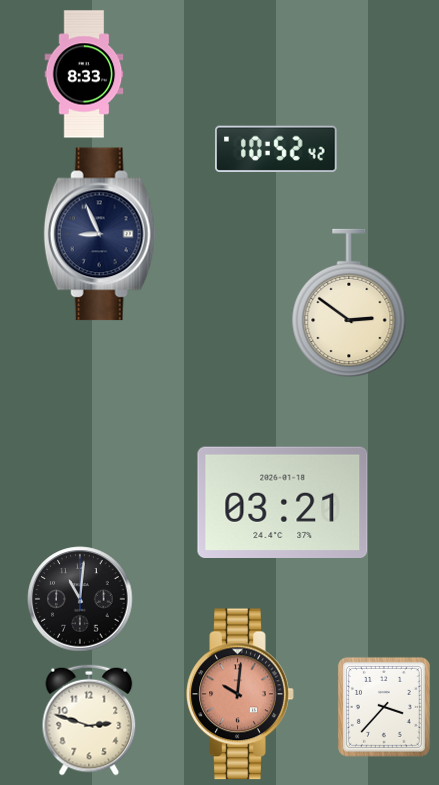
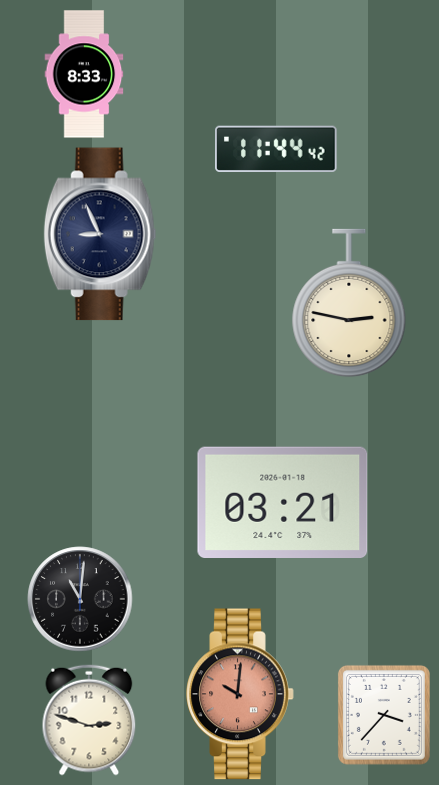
clock at (276, 148): 10:52 -> 11:44
clock at (349, 303): 2:51 -> 2:47
clock at (384, 707) position: (384, 707) -> (384, 715)
